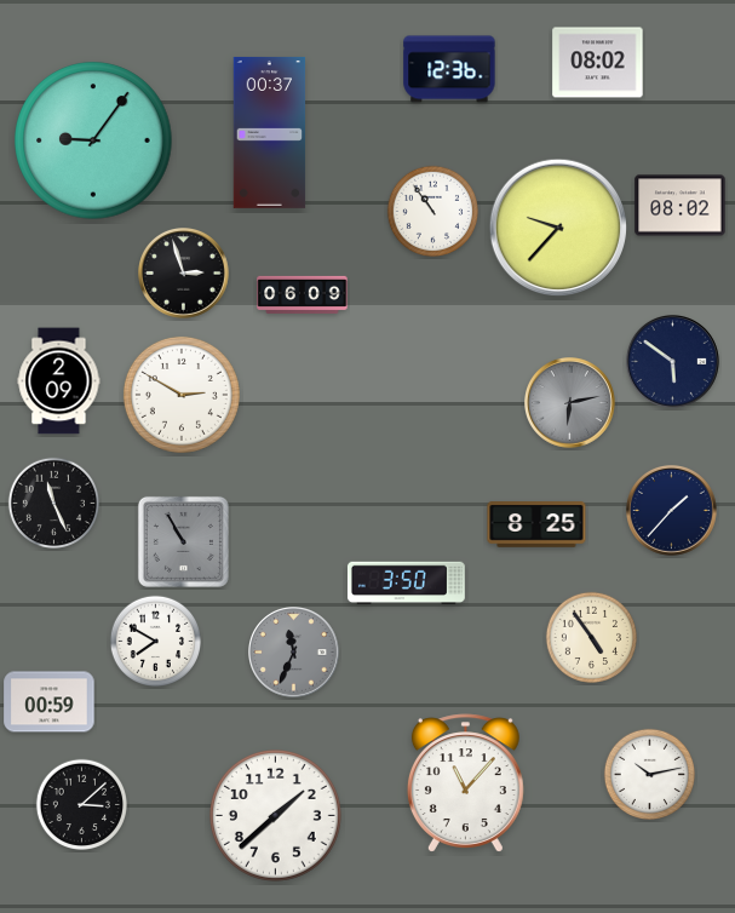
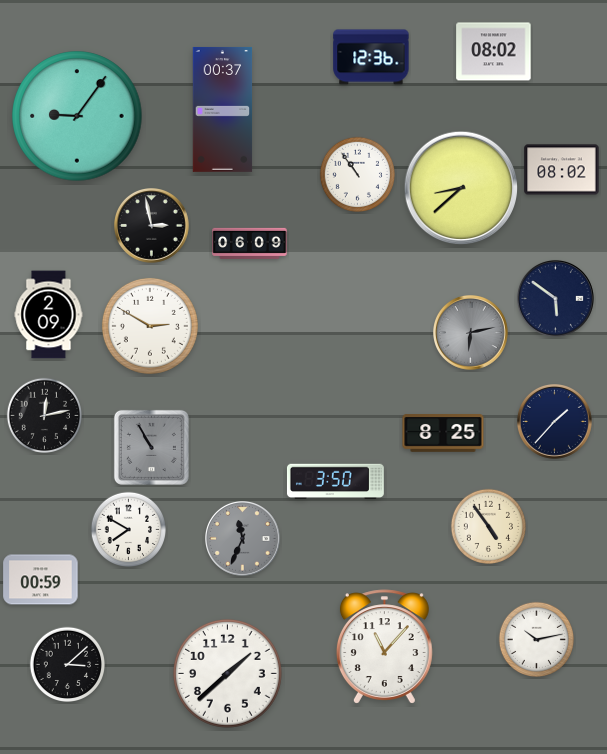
clock at (558, 228): 9:37 -> 8:38
clock at (184, 274): 2:57 -> 2:58
clock at (53, 503): 11:26 -> 12:13
